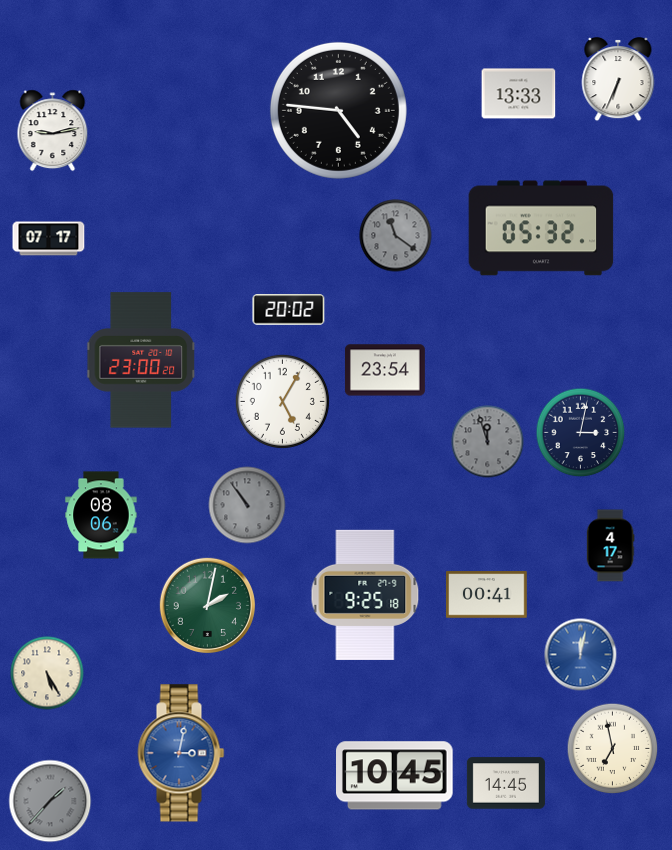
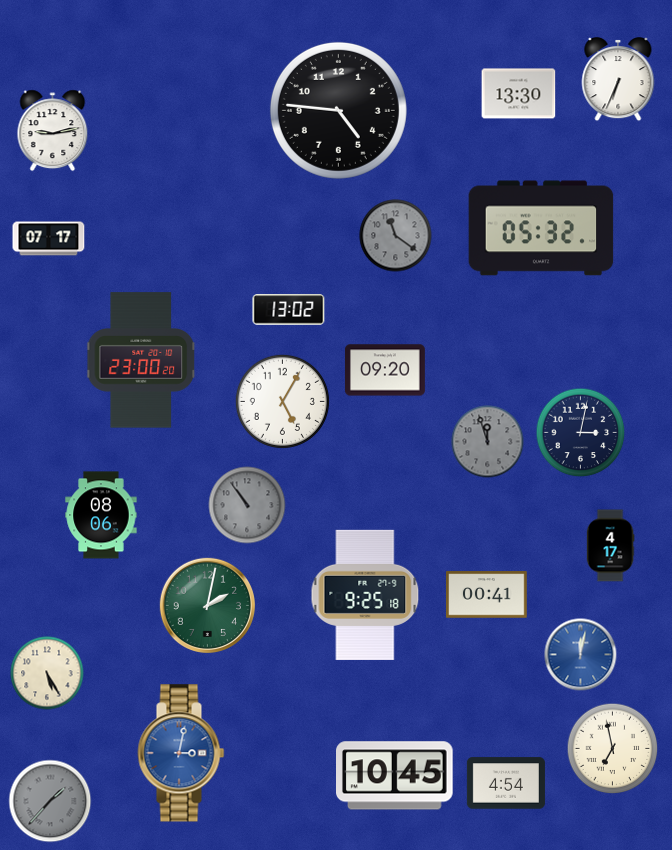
clock at (519, 94): 13:33 -> 13:30
clock at (289, 310): 20:02 -> 13:02
clock at (385, 370): 23:54 -> 09:20
clock at (506, 783): 14:45 -> 4:54
